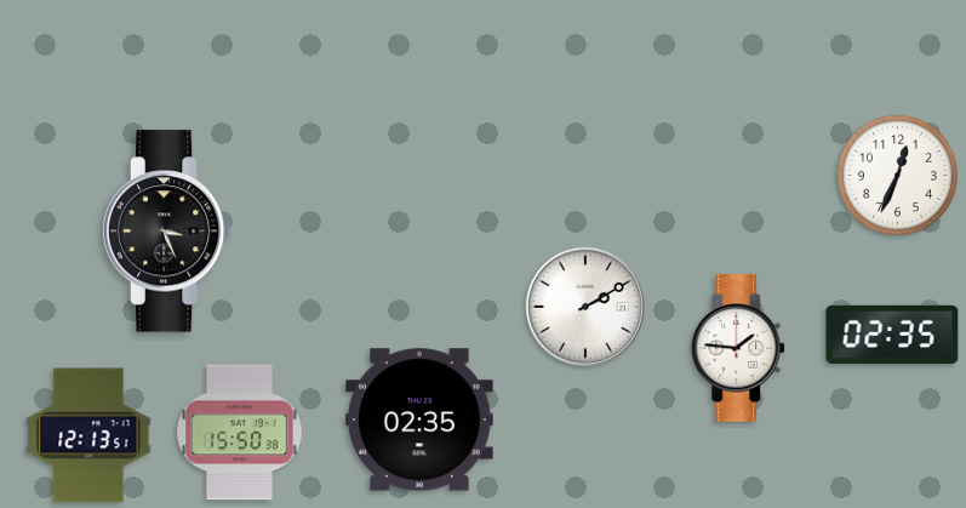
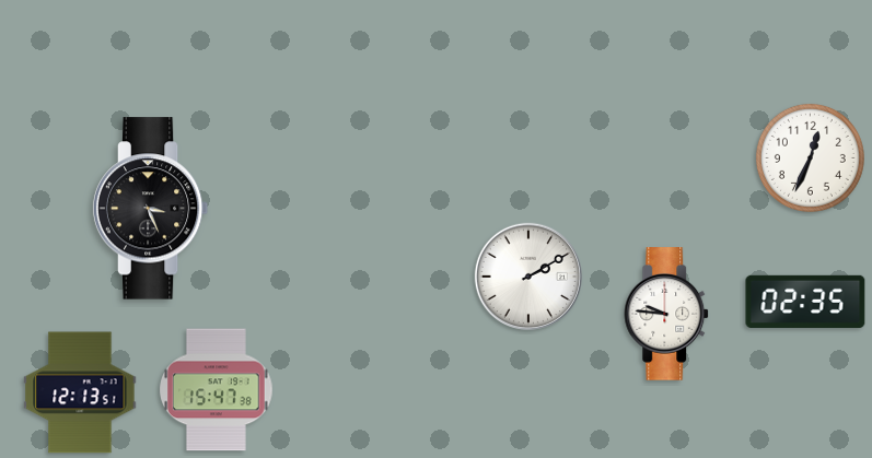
clock at (739, 348): 1:46 -> 9:46
clock at (419, 419): 02:35 -> none
clock at (240, 433): 15:50 -> 15:47
